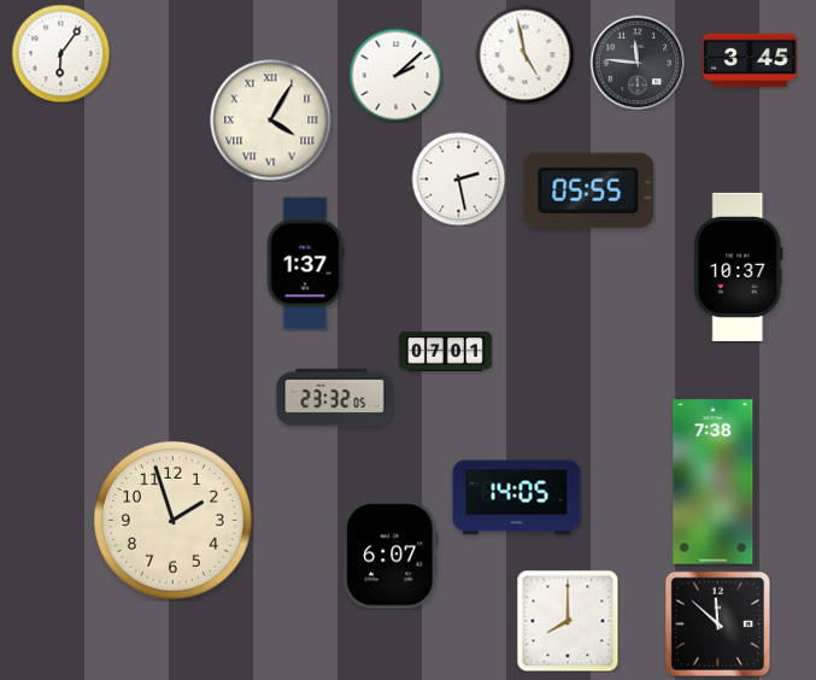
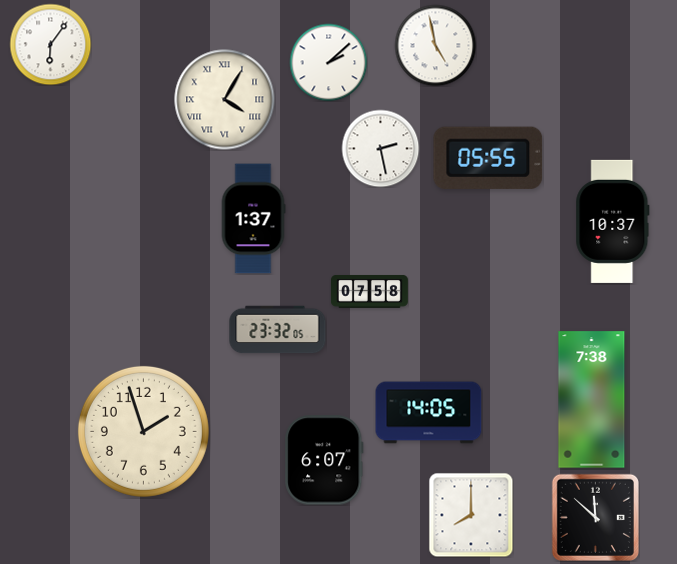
clock at (751, 60): 3:45 -> none
clock at (638, 63): 11:46 -> none
clock at (445, 351): 07:01 -> 07:58
